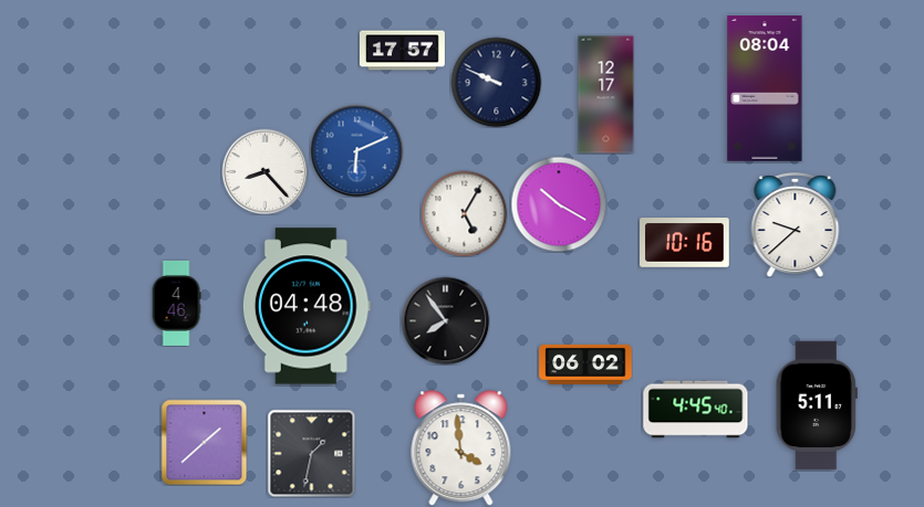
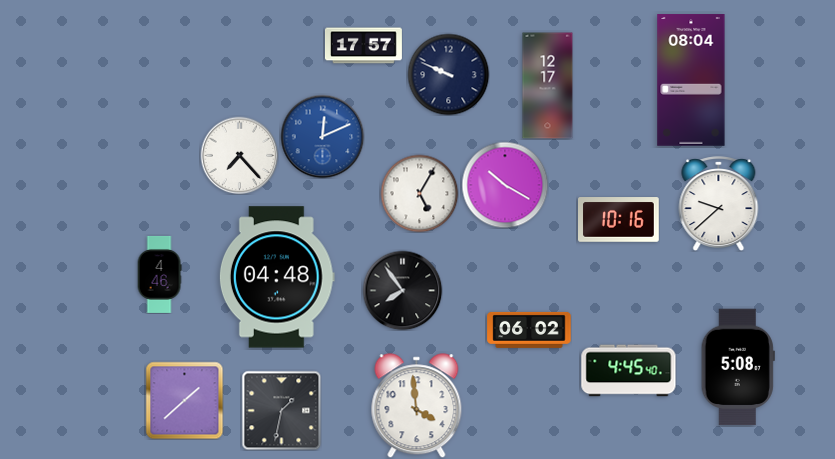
clock at (356, 150): 6:11 -> 12:11
clock at (264, 171): 8:23 -> 7:23
clock at (817, 405): 5:11 -> 5:08
